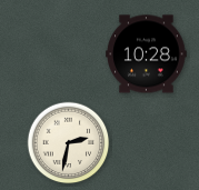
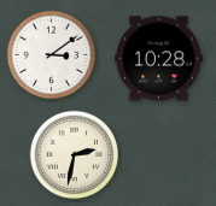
clock at (52, 55): none -> 3:09
